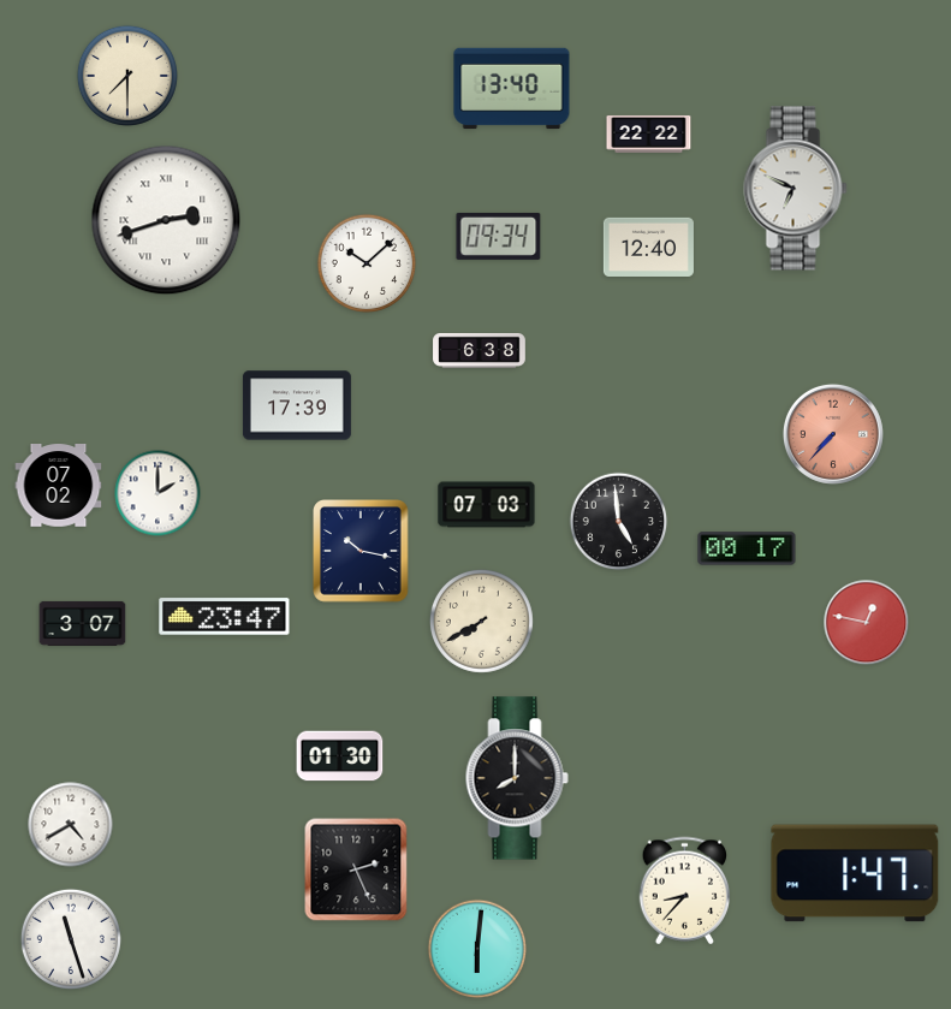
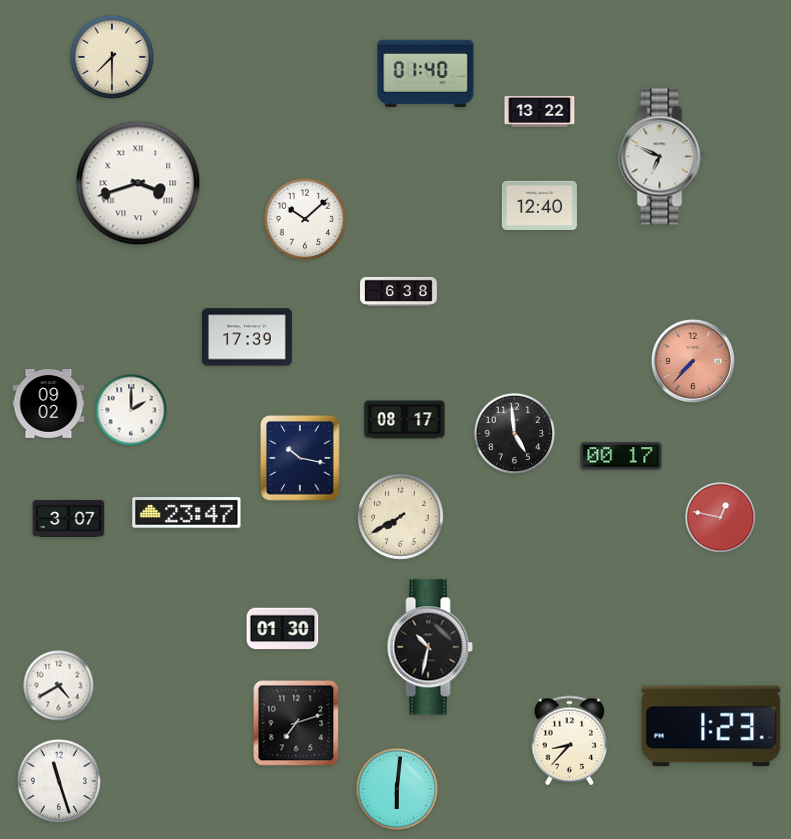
clock at (127, 76) position: (127, 76) -> (112, 57)
clock at (512, 89): 13:40 -> 01:40
clock at (649, 135): 22:22 -> 13:22
clock at (166, 220): 2:42 -> 3:42
clock at (499, 236): 09:34 -> none
clock at (59, 486): 07:02 -> 09:02
clock at (487, 505): 07:03 -> 08:17
clock at (517, 778): 8:00 -> 10:32
clock at (356, 869): 2:26 -> 7:12
clock at (855, 873): 1:47 -> 1:23
